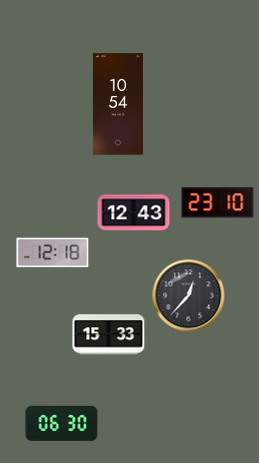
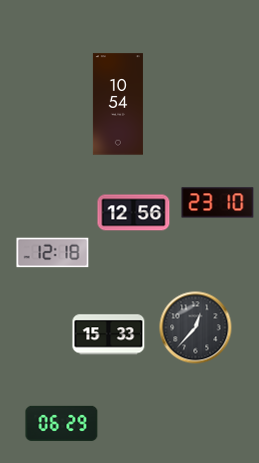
clock at (134, 213): 12:43 -> 12:56
clock at (189, 296) position: (189, 296) -> (196, 328)
clock at (62, 423): 06:30 -> 06:29
